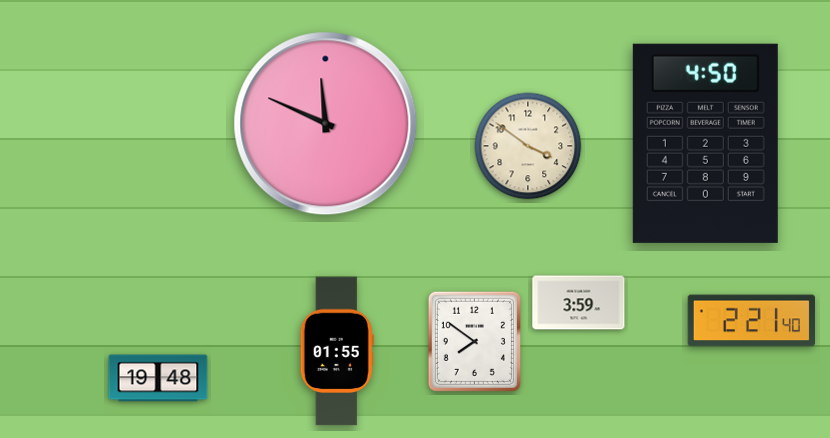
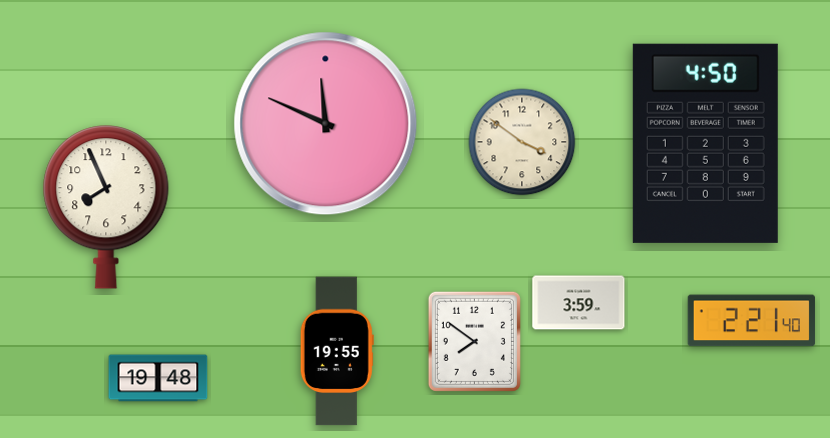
clock at (528, 146) position: (528, 146) -> (522, 142)
clock at (106, 207): none -> 7:56
clock at (337, 351): 01:55 -> 19:55
